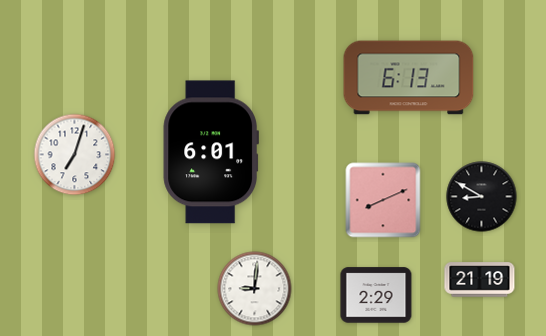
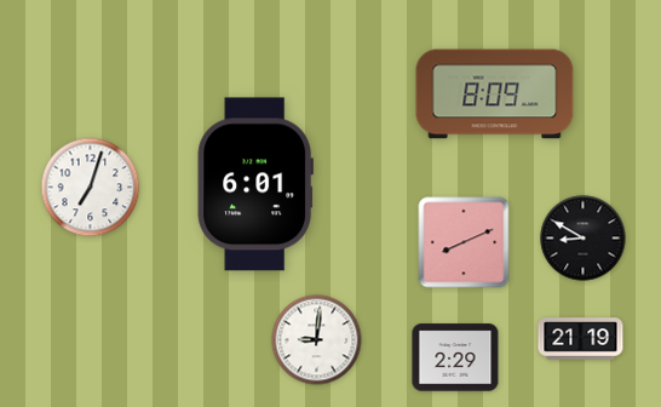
clock at (409, 78): 6:13 -> 8:09
clock at (255, 289) position: (255, 289) -> (317, 340)
